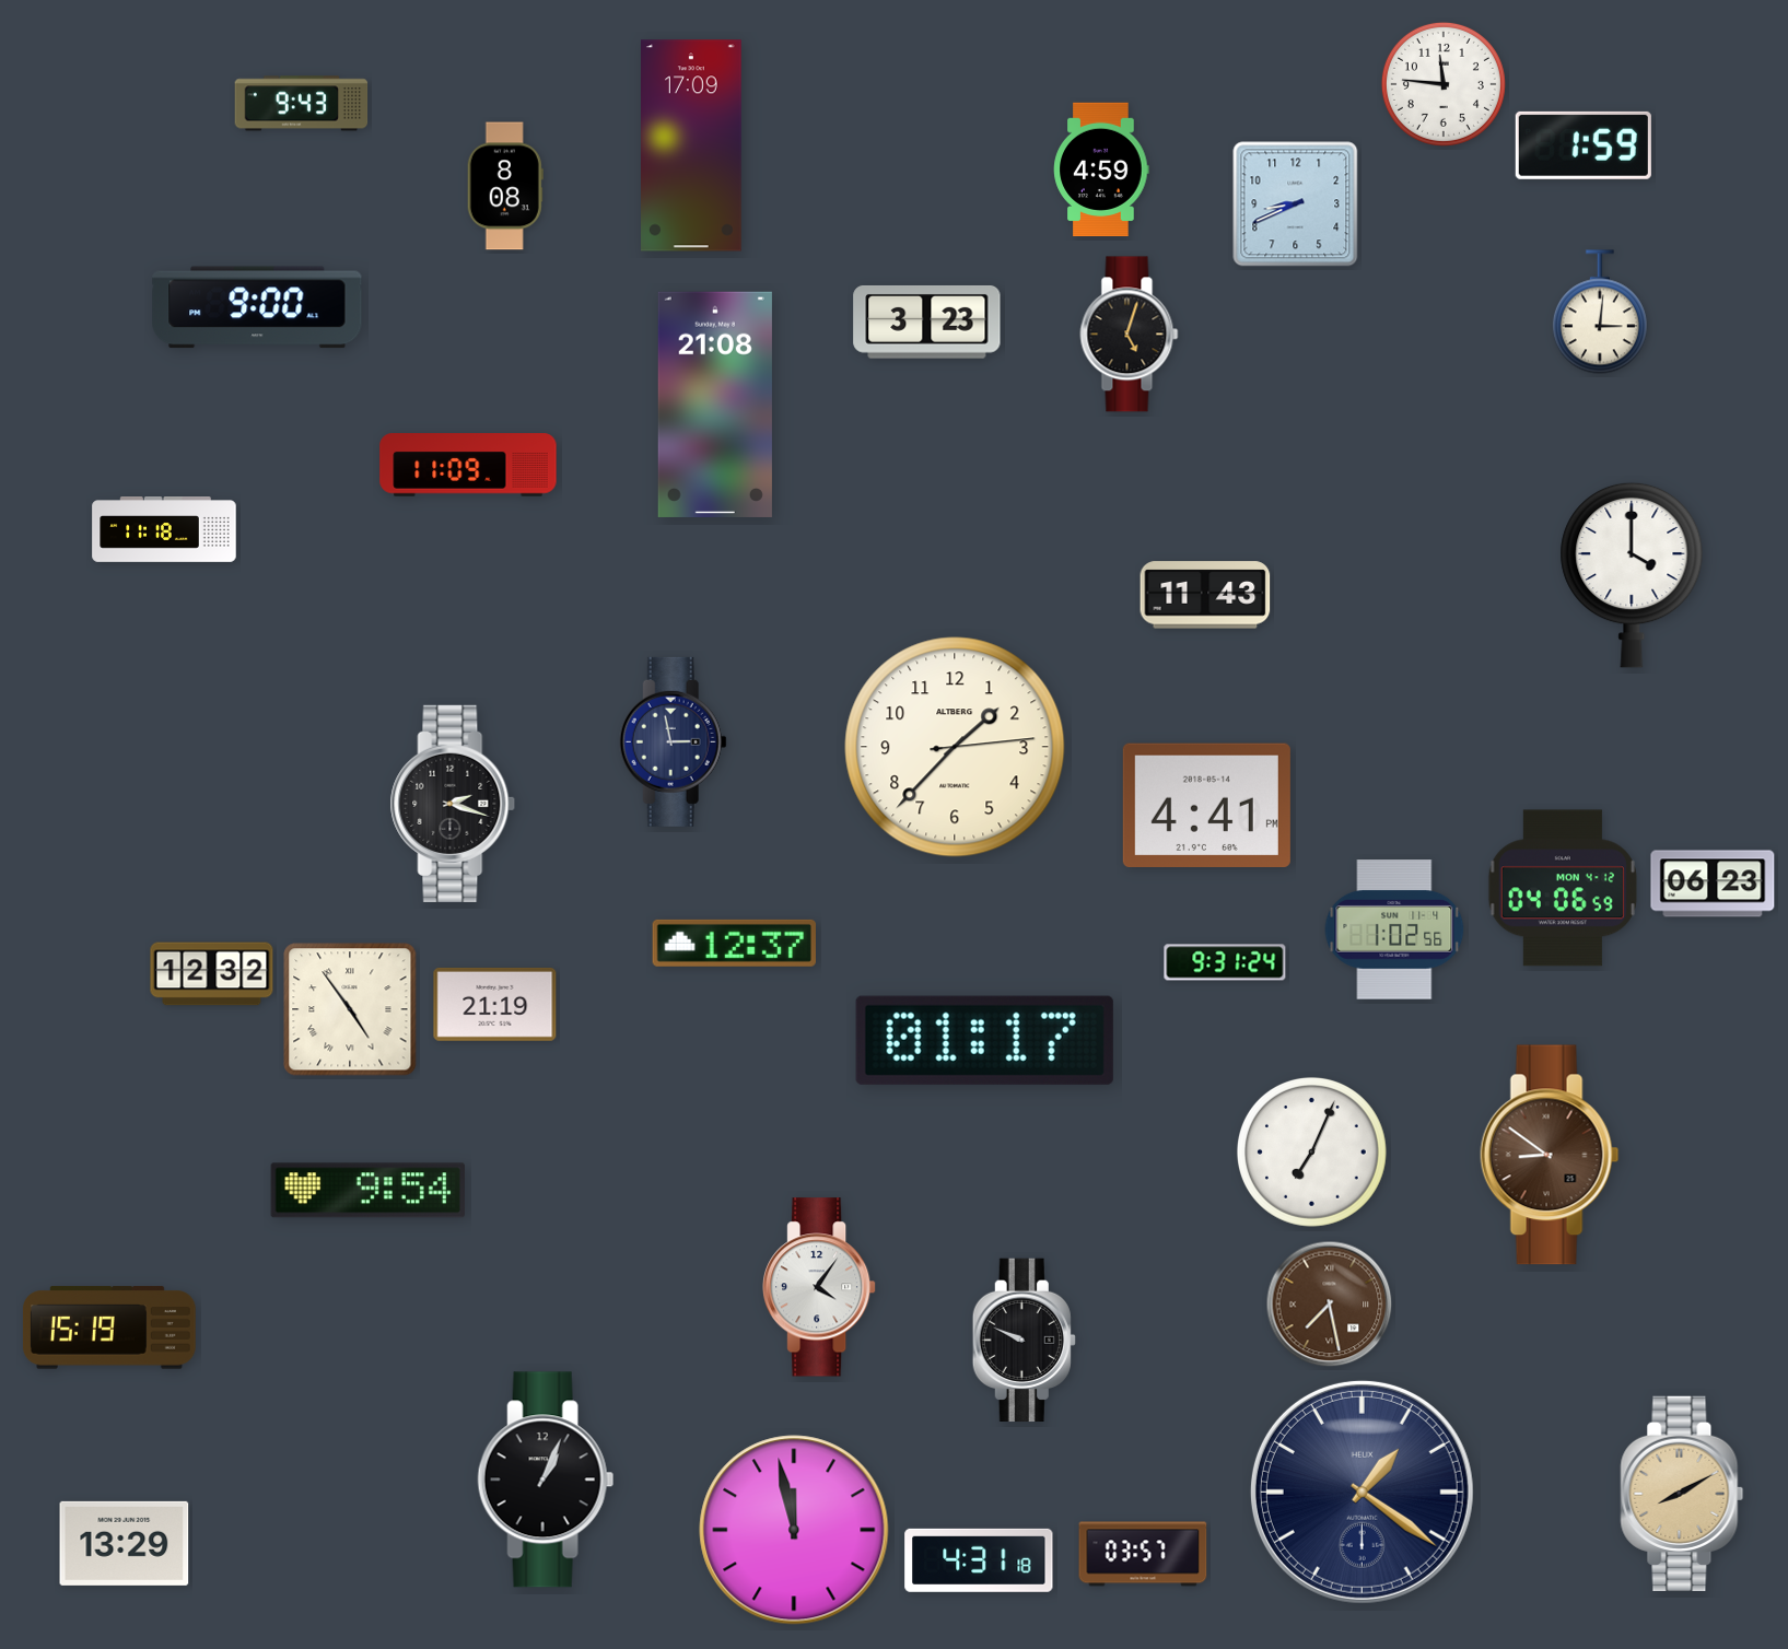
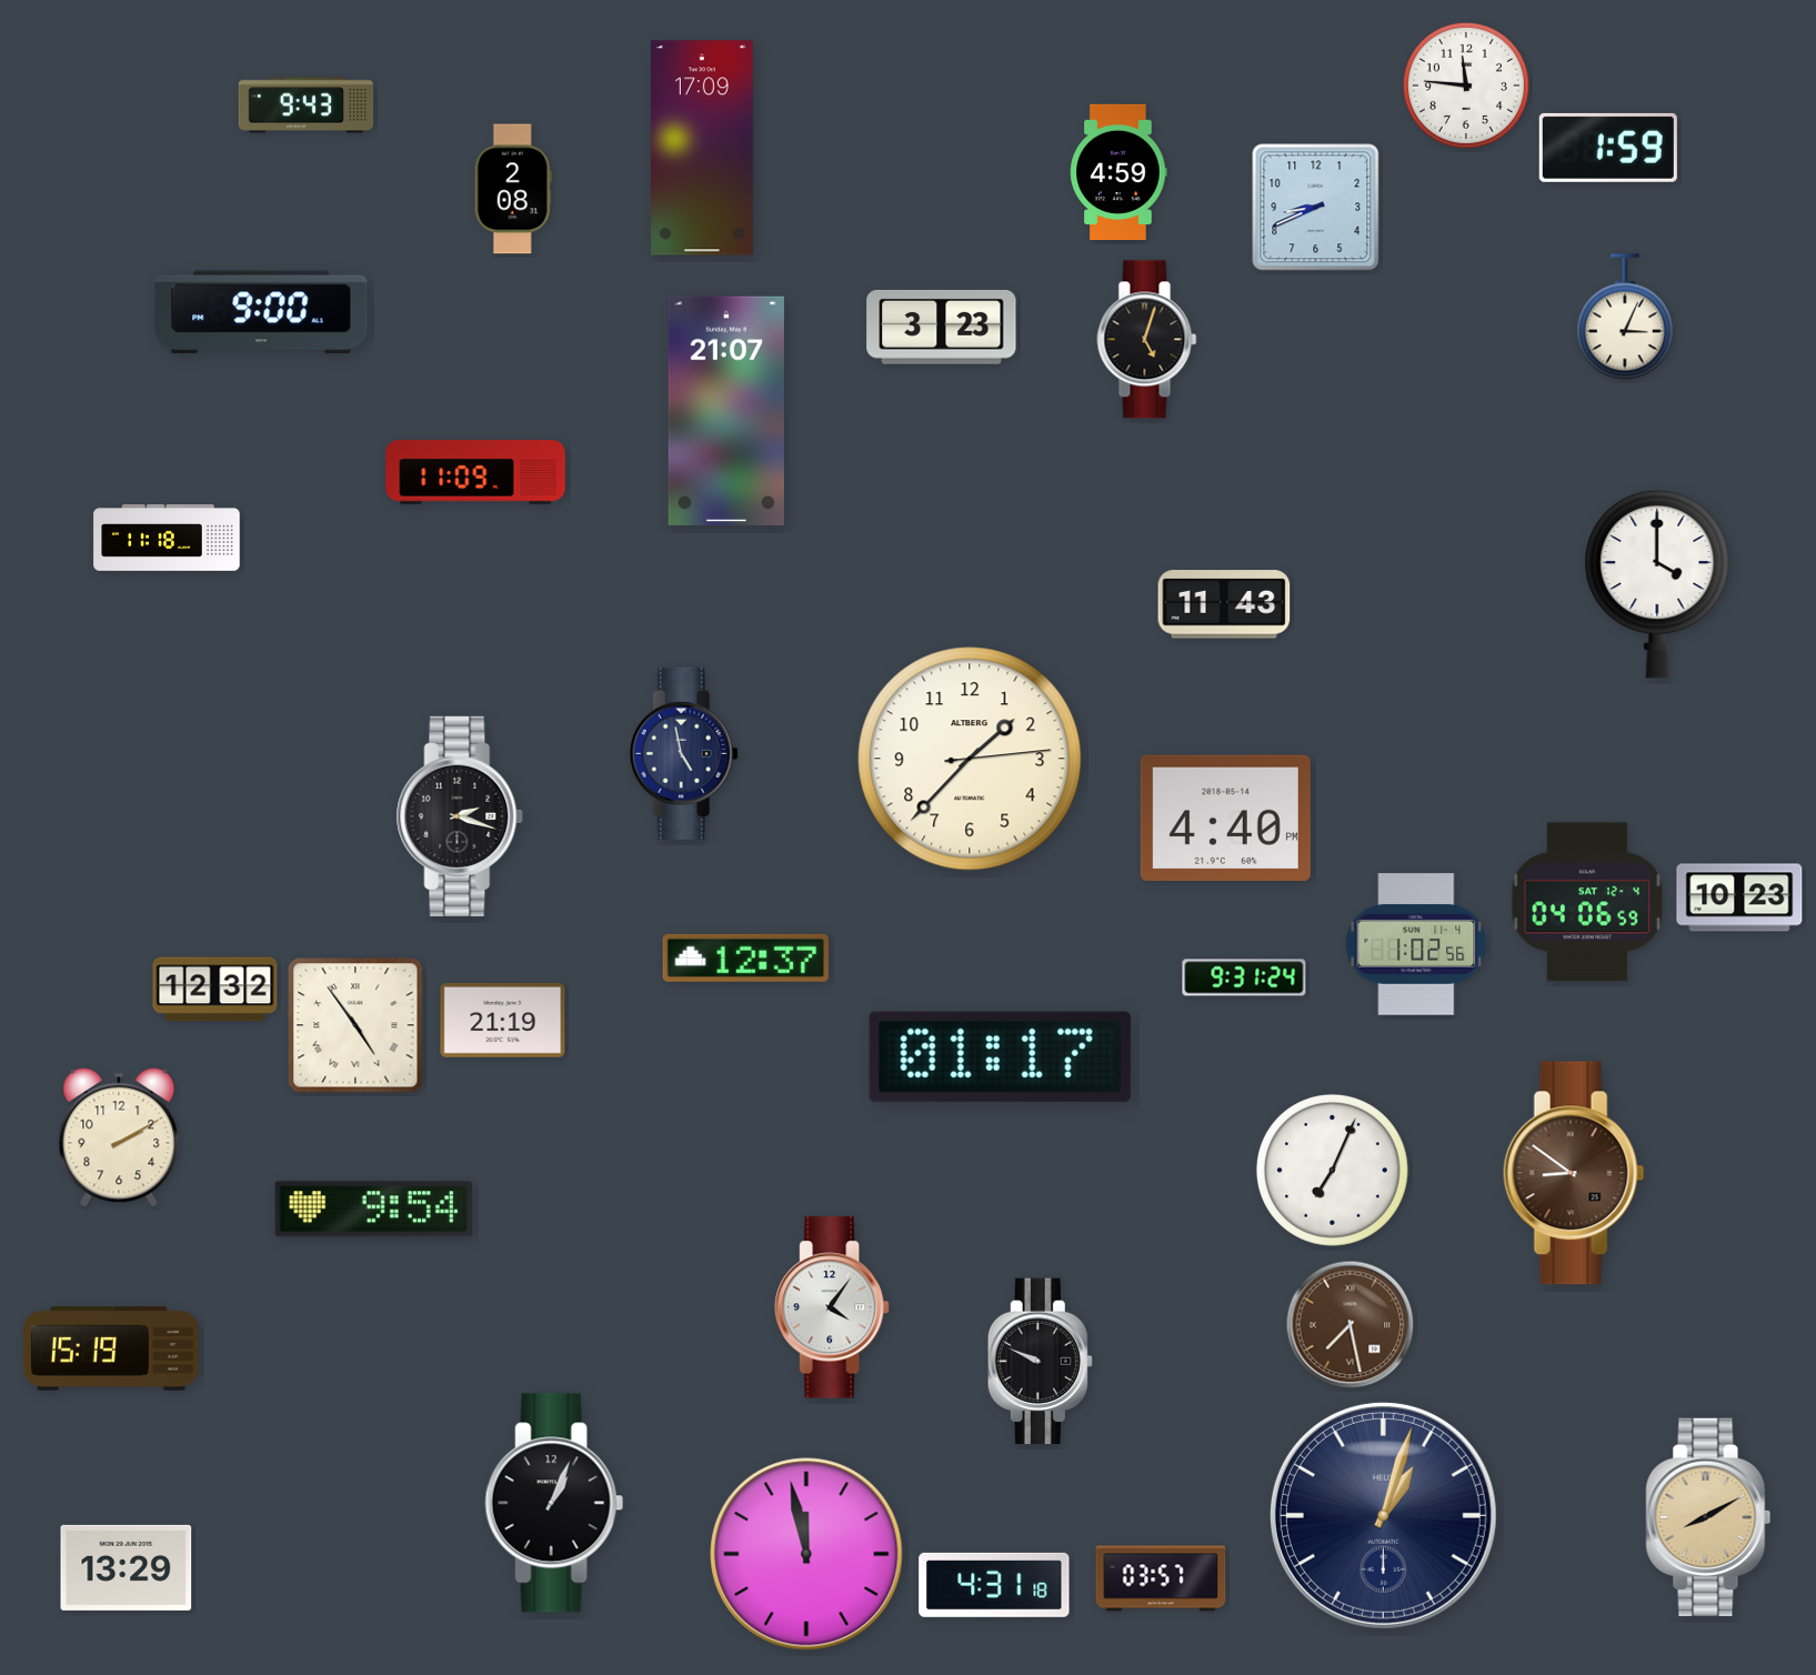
clock at (505, 186): 8:08 -> 2:08
clock at (1600, 312): 3:01 -> 3:04
clock at (715, 405): 21:08 -> 21:07
clock at (673, 741): 2:58 -> 4:58
clock at (1206, 805): 4:41 -> 4:40
clock at (1713, 884): 06:23 -> 10:23
clock at (1563, 888) date: MON 4-12 -> SAT 12-4
clock at (119, 1137): none -> 2:10
clock at (1362, 1492): 1:21 -> 1:03
